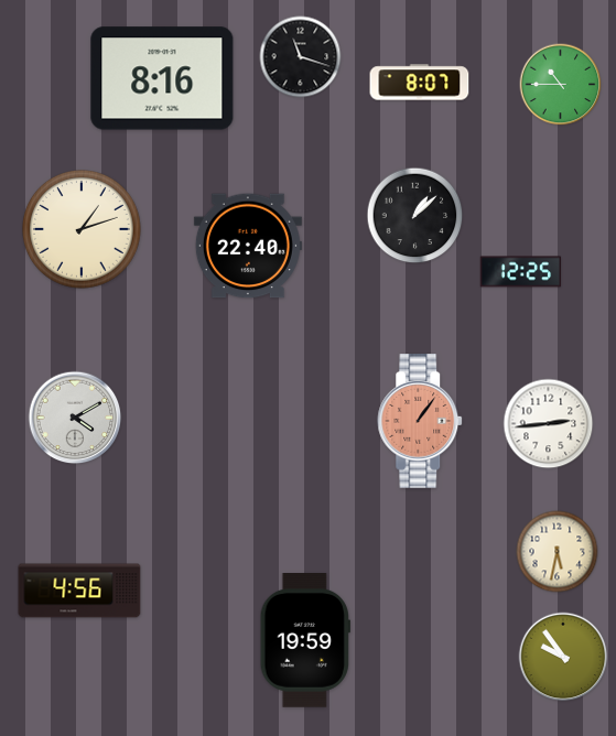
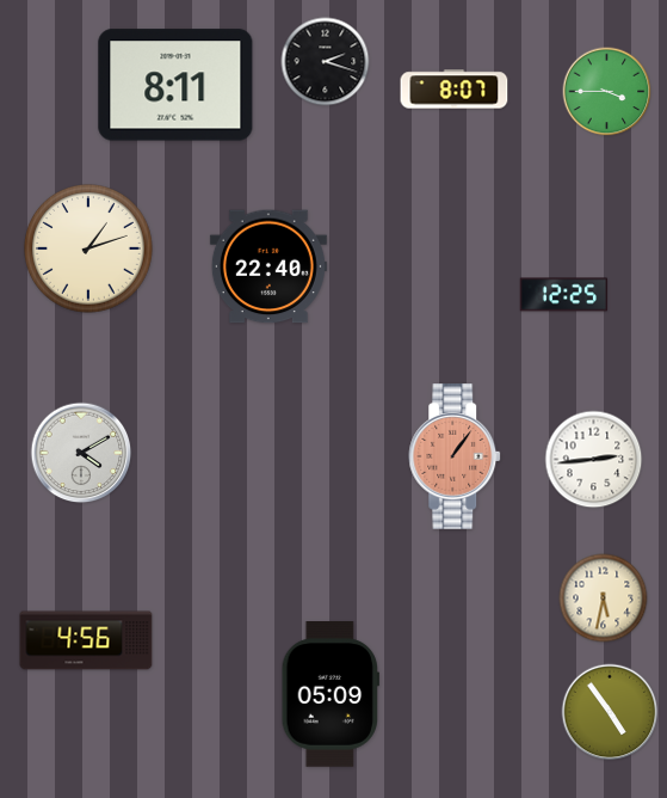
clock at (301, 57): 11:18 -> 2:18
clock at (162, 78): 8:16 -> 8:11
clock at (561, 85): 10:45 -> 3:45
clock at (415, 216): 1:08 -> none
clock at (305, 641): 19:59 -> 05:09
clock at (563, 657): 9:54 -> 4:54
